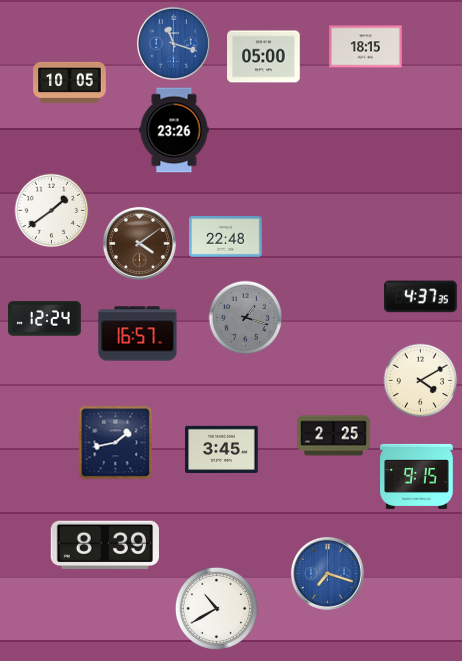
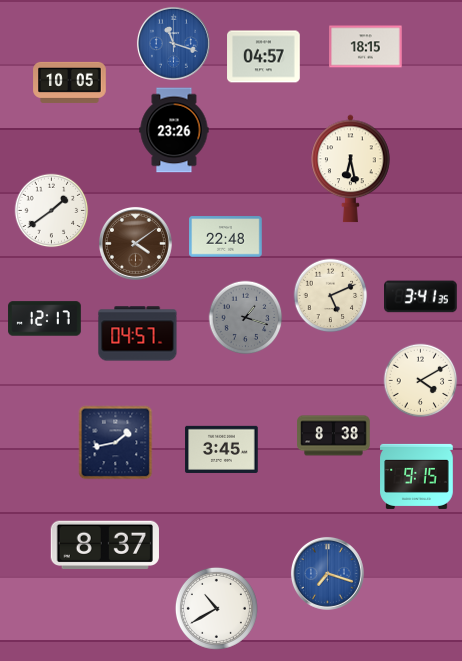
clock at (264, 57): 05:00 -> 04:57
clock at (351, 169): none -> 6:28
clock at (139, 243) position: (139, 243) -> (135, 243)
clock at (331, 296): none -> 5:11
clock at (421, 297): 4:37 -> 3:41
clock at (45, 319): 12:24 -> 12:17
clock at (138, 334): 16:57 -> 04:57
clock at (334, 436): 2:25 -> 8:38
clock at (105, 544): 8:39 -> 8:37
